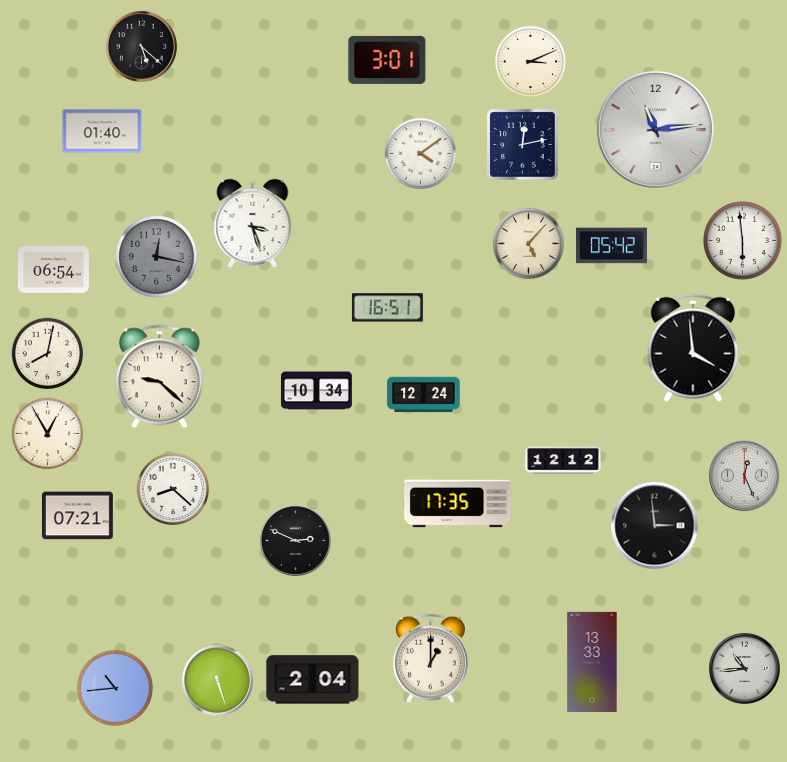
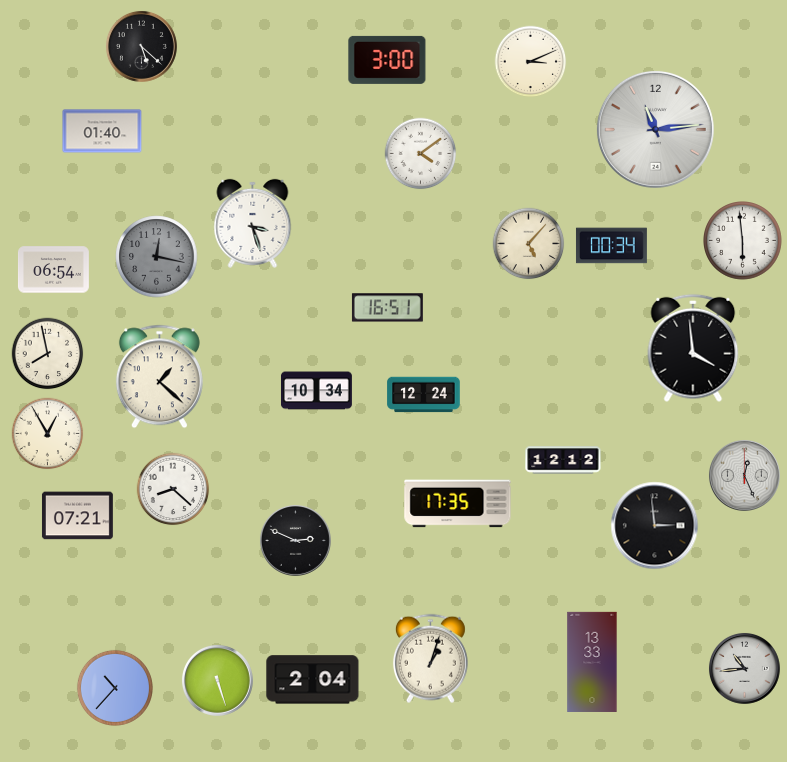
clock at (387, 60): 3:01 -> 3:00
clock at (523, 145): 12:13 -> none
clock at (611, 246): 05:42 -> 00:34
clock at (48, 354): 8:02 -> 7:58
clock at (159, 377): 9:22 -> 1:22
clock at (430, 659): 1:00 -> 1:03
clock at (115, 688): 10:44 -> 10:37
